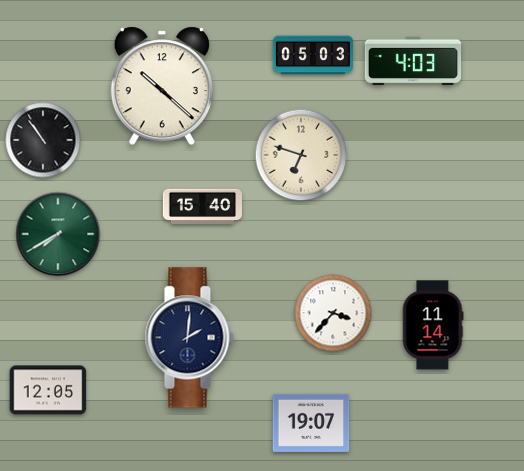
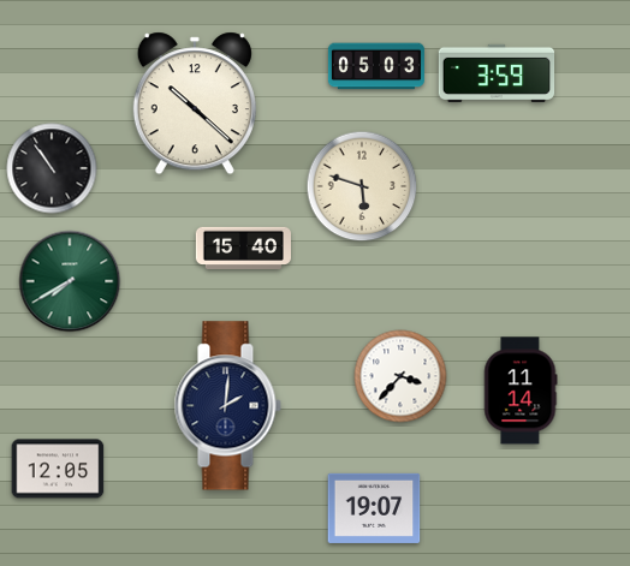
clock at (413, 61): 4:03 -> 3:59
clock at (301, 155): 6:48 -> 5:48
